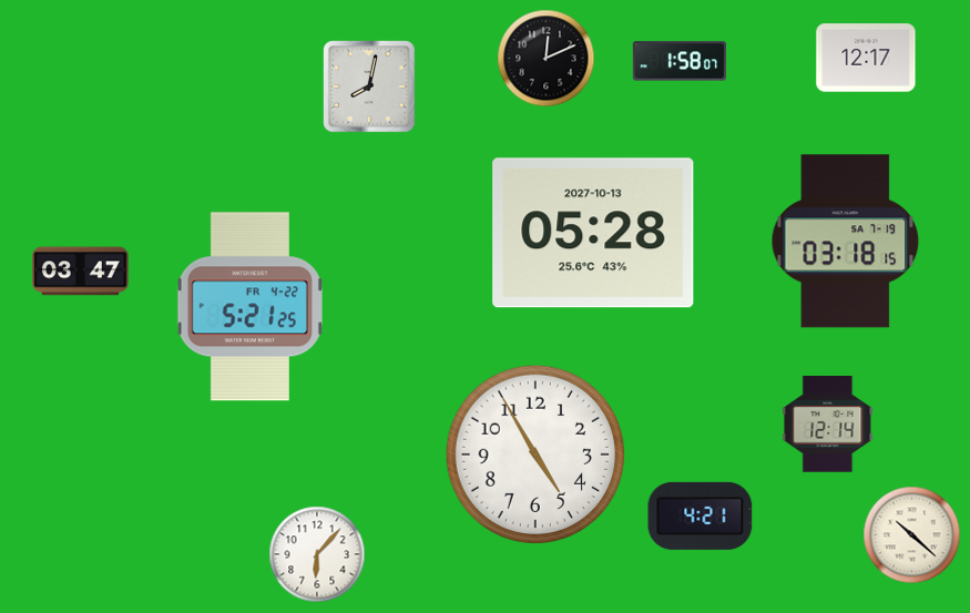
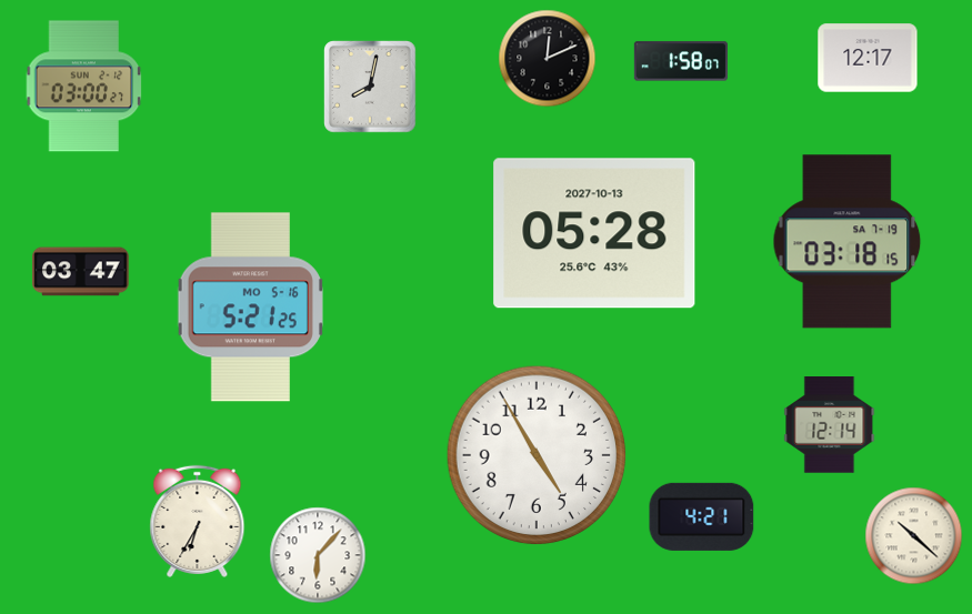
clock at (84, 87): none -> 03:00
clock at (249, 307) date: FR 4-22 -> MO 5-16
clock at (198, 521): none -> 6:35
